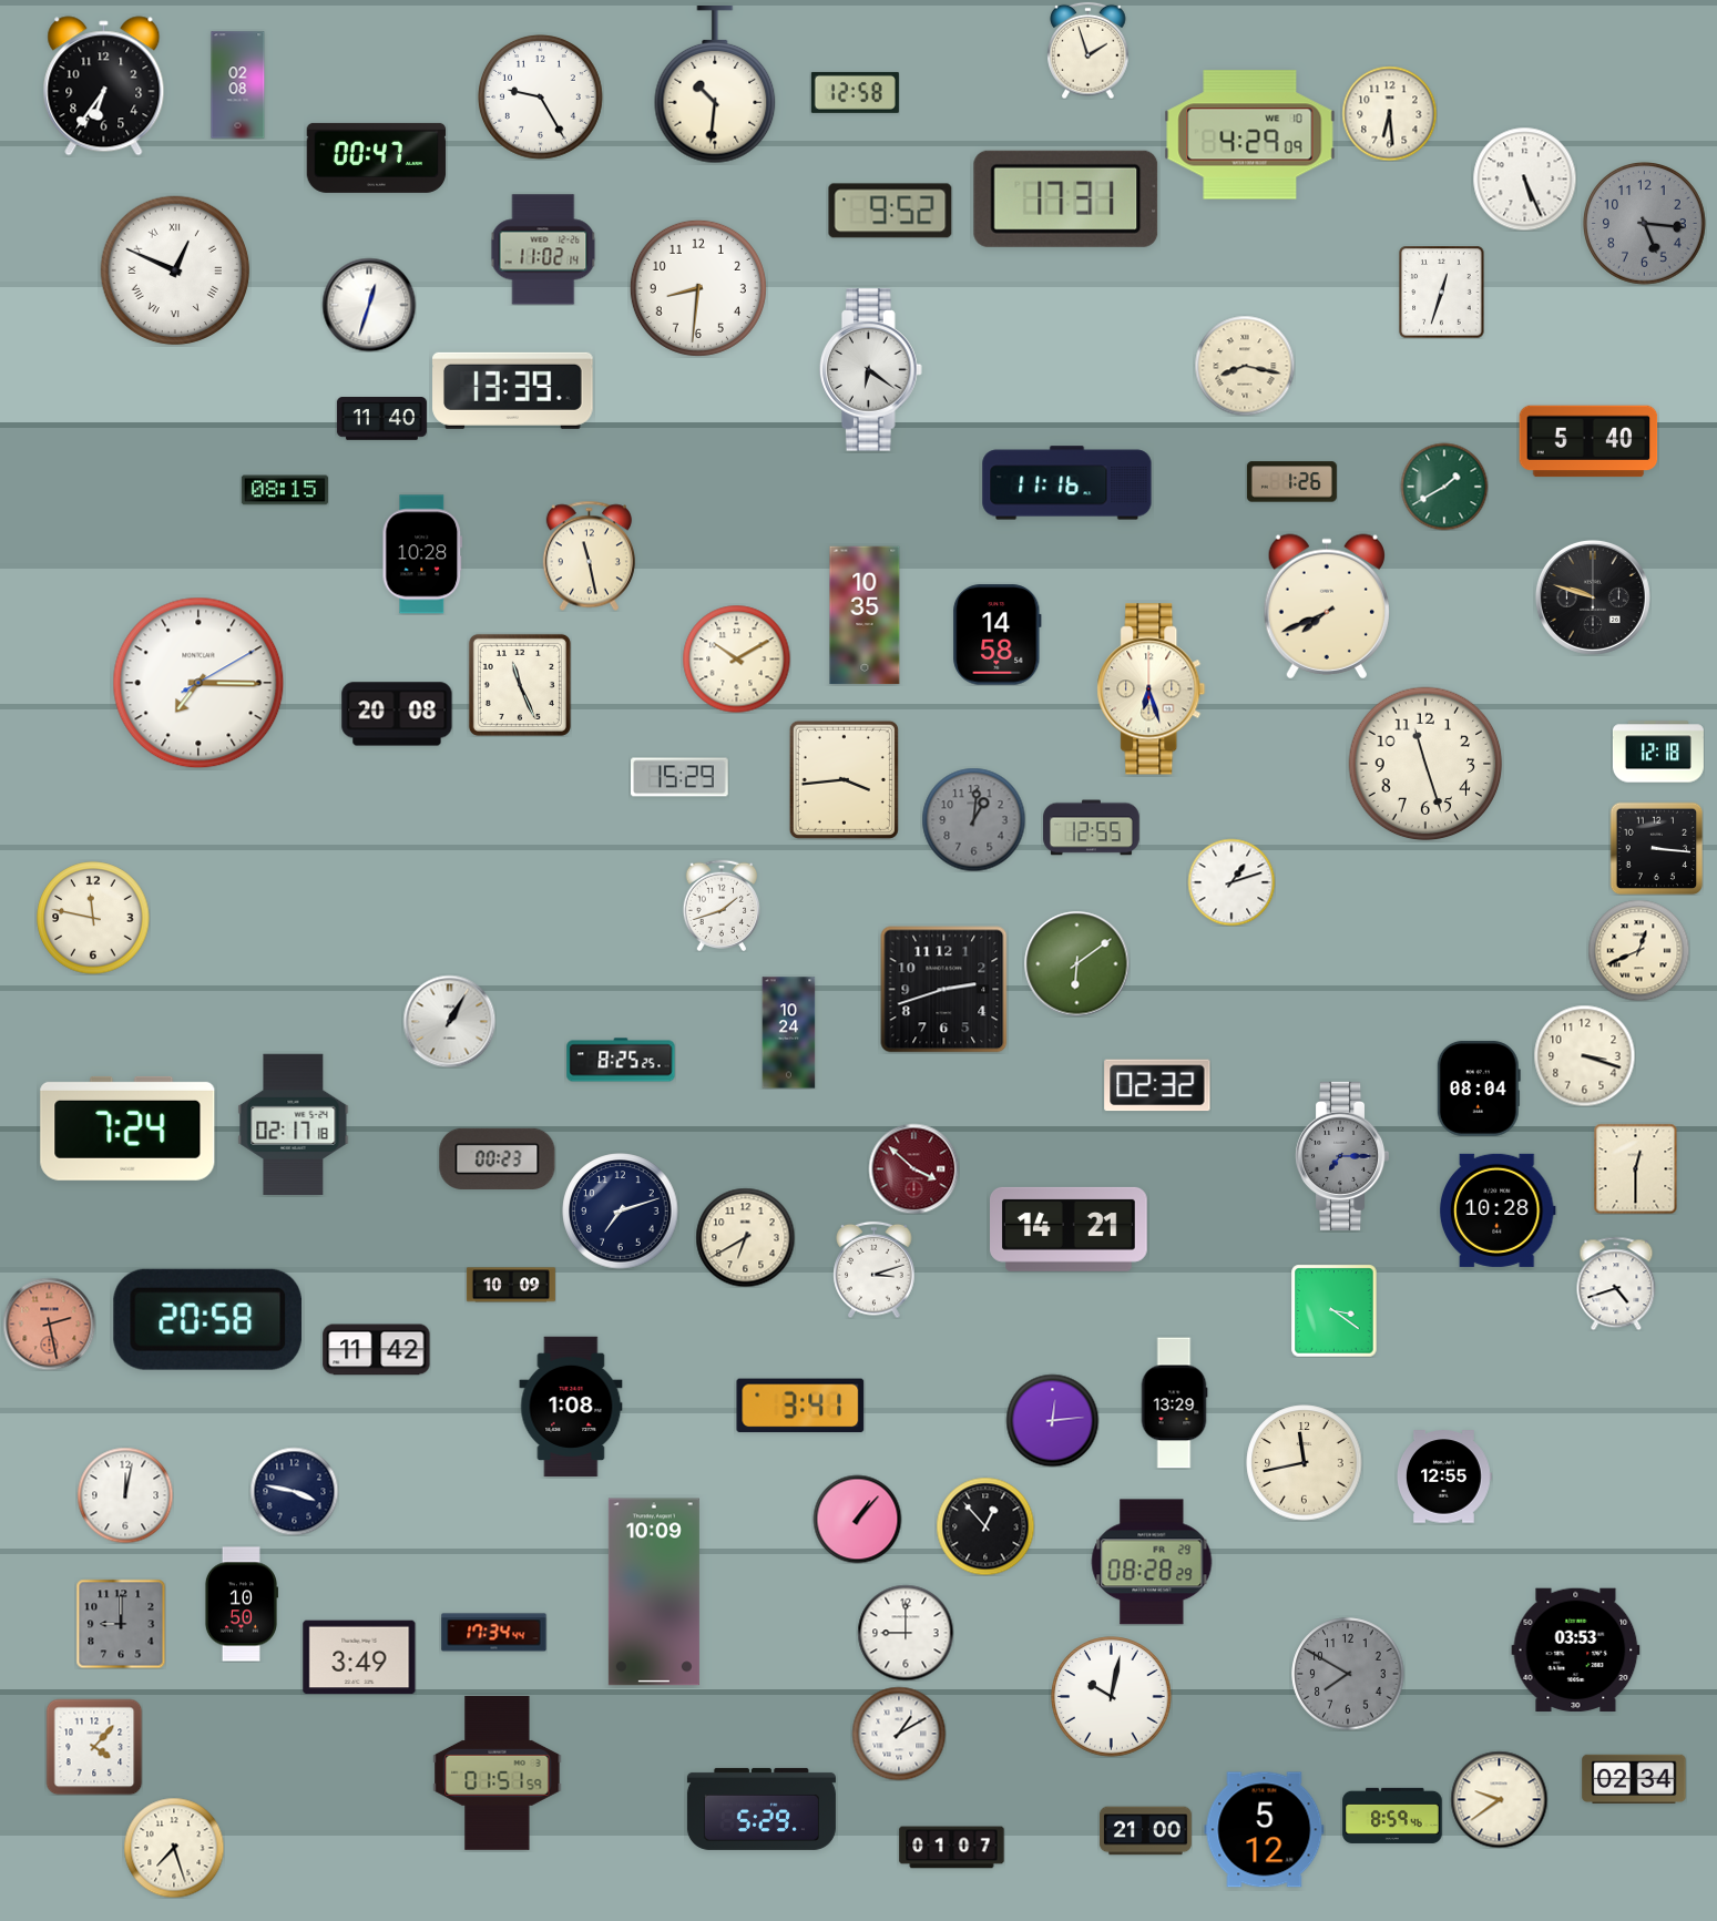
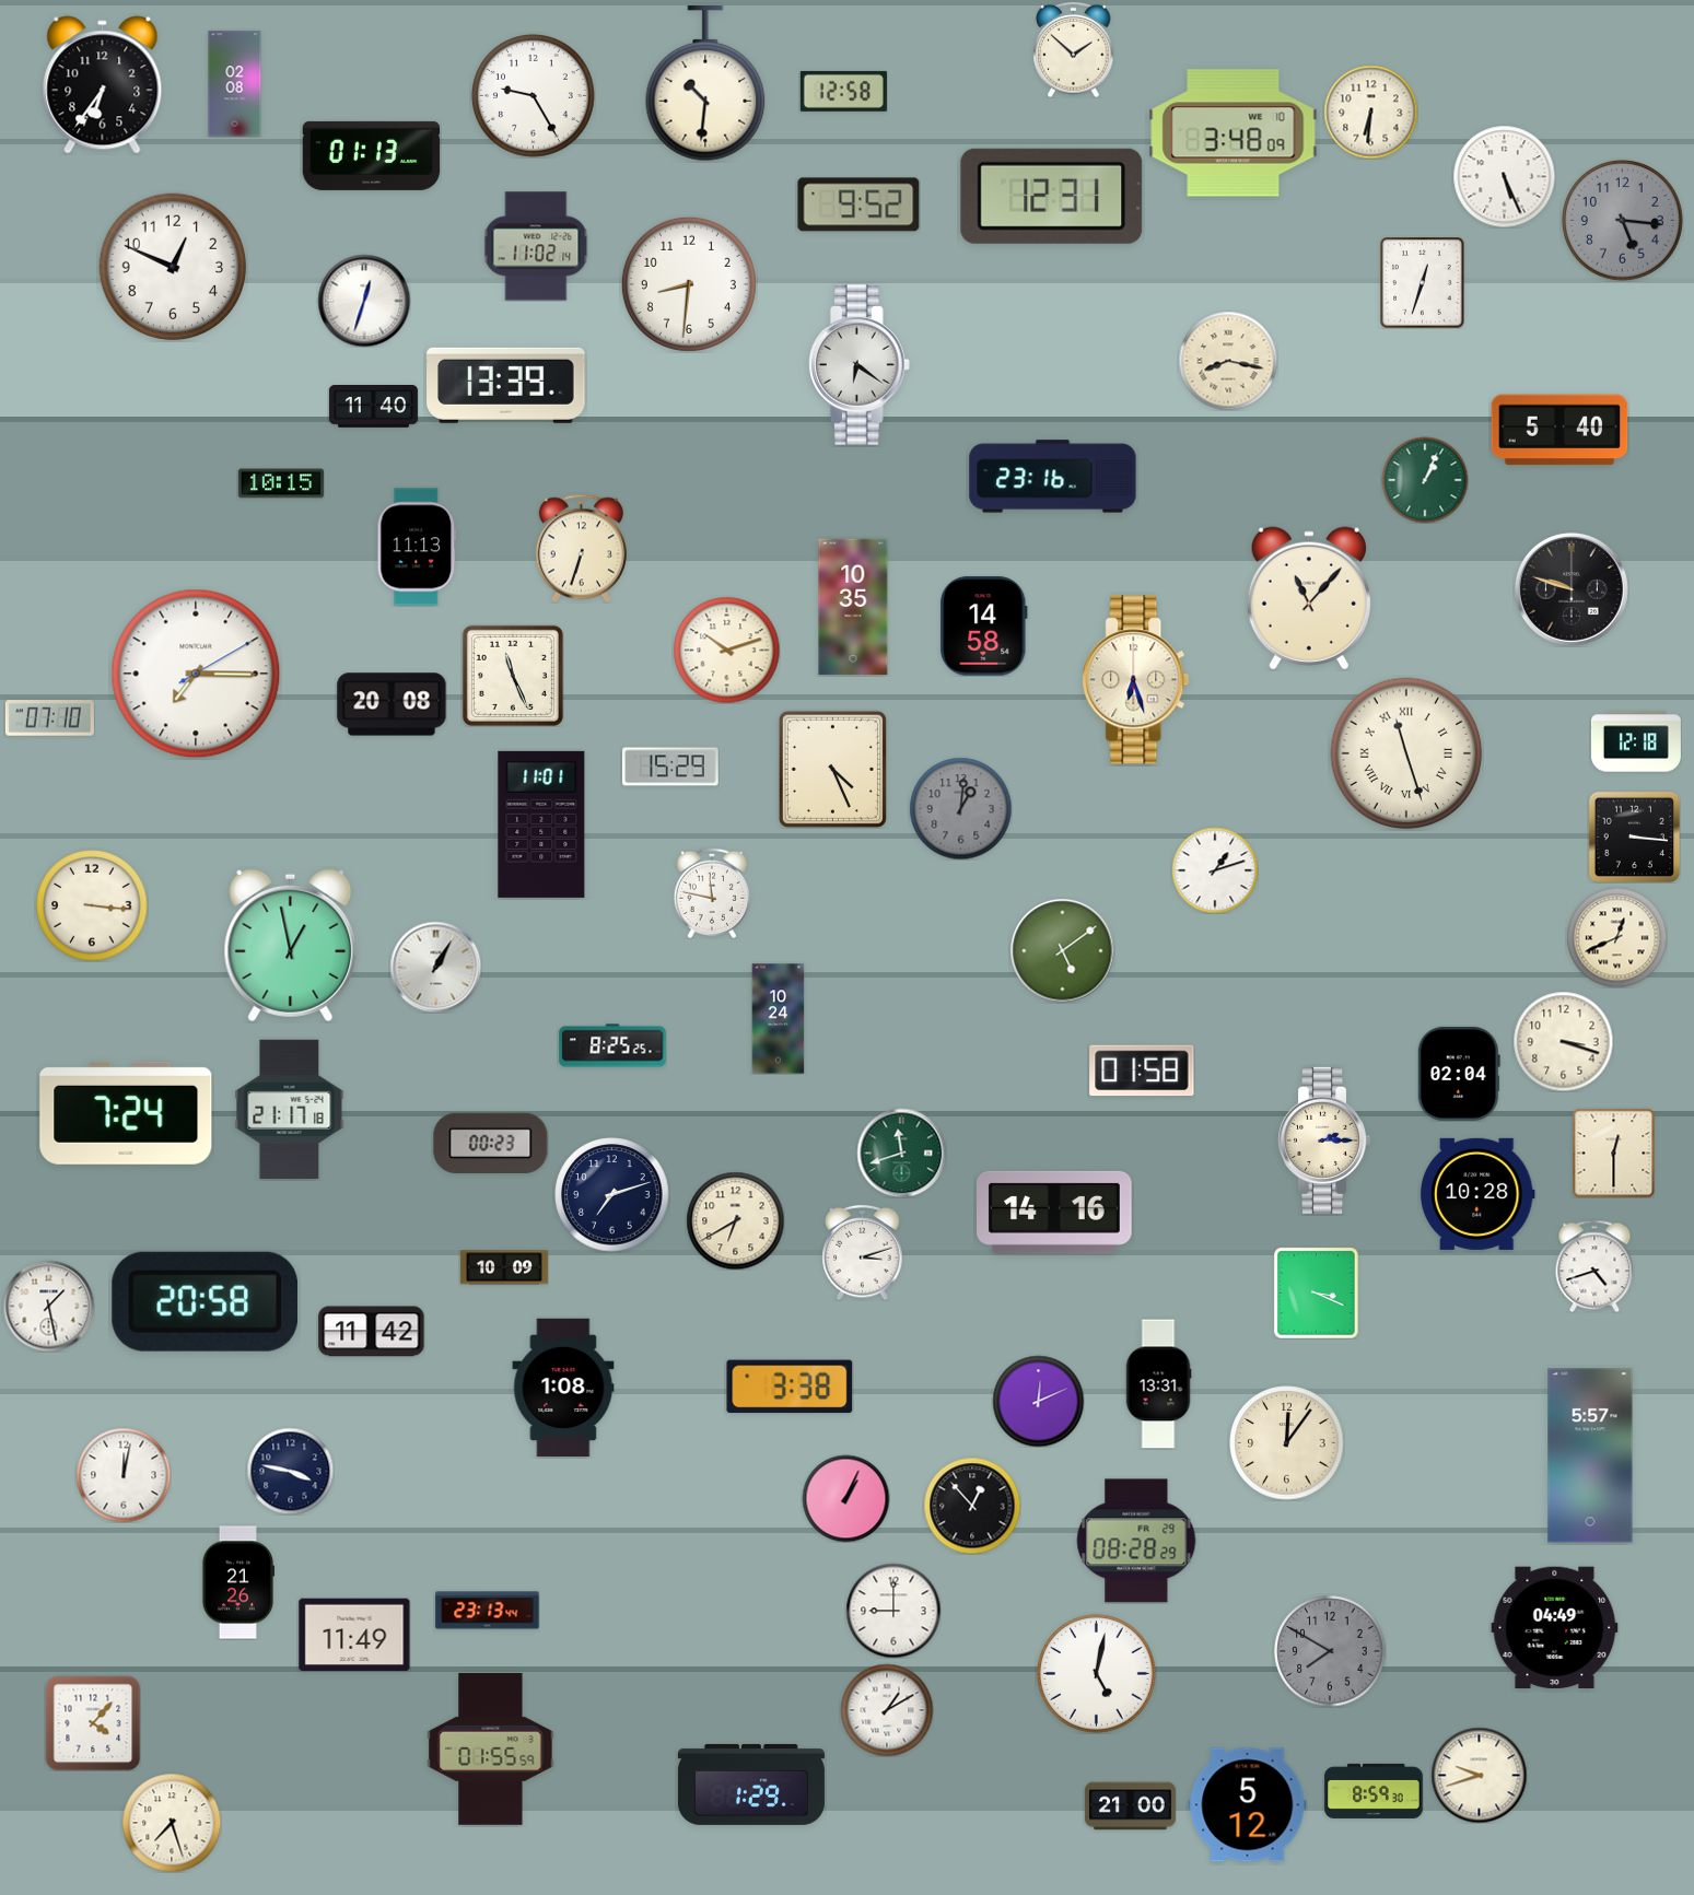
clock at (1089, 50): 1:57 -> 1:52
clock at (1389, 113): 6:29 -> 6:31
clock at (1250, 135): 4:29 -> 3:48
clock at (377, 157): 00:47 -> 01:13
clock at (1066, 198): 17:31 -> 12:31
clock at (890, 211) position: (890, 211) -> (858, 204)
clock at (175, 270) numerals: Roman -> Arabic
clock at (1442, 292) position: (1442, 292) -> (1423, 282)
clock at (381, 419) position: (381, 419) -> (373, 407)
clock at (1588, 441) position: (1588, 441) -> (1559, 430)
clock at (1291, 482): 1:26 -> none
clock at (1067, 483): 11:16 -> 23:16
clock at (1444, 487): 1:40 -> 1:04
clock at (285, 490): 08:15 -> 10:15
clock at (422, 554): 10:28 -> 11:13
clock at (589, 555): 11:28 -> 6:33
clock at (1327, 606): 7:41 -> 11:07
clock at (736, 658): 10:10 -> 10:12
clock at (49, 718): none -> 07:10
clock at (1425, 764) numerals: Arabic -> Roman
clock at (844, 779): 3:44 -> 4:26
clock at (1092, 828): 12:55 -> none
clock at (541, 824): none -> 11:01
clock at (722, 905): 1:42 -> 11:47
clock at (93, 918): 11:47 -> 3:16
clock at (291, 946): none -> 12:58
clock at (1076, 963): 6:09 -> 5:09
clock at (944, 990): 2:42 -> none
clock at (449, 1021) position: (449, 1021) -> (435, 967)
clock at (1157, 1085): 02:32 -> 01:58
clock at (1479, 1089): 08:04 -> 02:04
clock at (294, 1124): 02:17 -> 21:17
clock at (1342, 1156): 7:15 -> 2:15
clock at (1342, 1156) dial: grey -> cream
clock at (913, 1168): 3:52 -> 11:42
clock at (913, 1168) dial: burgundy -> green
clock at (1070, 1229): 14:21 -> 14:16
clock at (1335, 1310): 3:21 -> 3:19
clock at (49, 1324): 2:28 -> 1:28
clock at (49, 1324) dial: salmon -> white
clock at (1174, 1403): 13:29 -> 13:31
clock at (800, 1406): 3:41 -> 3:38
clock at (1052, 1420): 12:14 -> 12:11
clock at (1305, 1463): 11:43 -> 12:06
clock at (1590, 1455): none -> 5:57
clock at (1445, 1476): 12:55 -> none
clock at (857, 1519): 1:07 -> 1:04
clock at (654, 1592): 10:09 -> none
clock at (241, 1604): 10:50 -> 21:26
clock at (121, 1624): 9:00 -> none
clock at (494, 1633): 17:34 -> 23:13
clock at (1576, 1651): 03:53 -> 04:49
clock at (359, 1657): 3:49 -> 11:49
clock at (1112, 1697): 10:02 -> 5:02
clock at (498, 1772): 01:51 -> 01:55
clock at (1634, 1779): 02:34 -> none
clock at (1499, 1799): 9:39 -> 9:42
clock at (762, 1809): 5:29 -> 1:29
clock at (1392, 1816): 8:59:46 -> 8:59:30
clock at (952, 1848): 01:07 -> none
